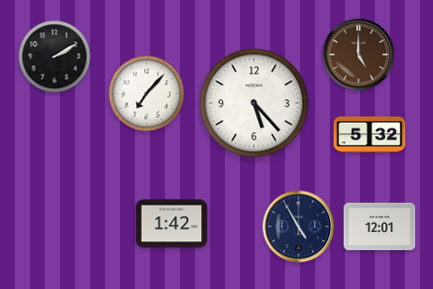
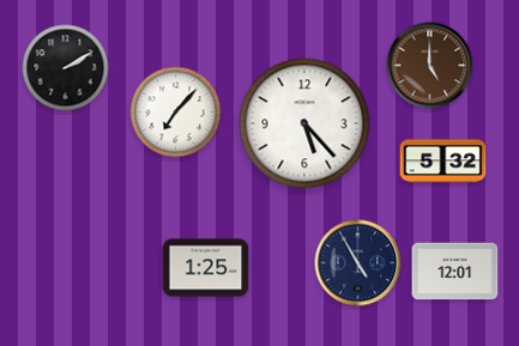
clock at (172, 224): 1:42 -> 1:25
clock at (299, 227) position: (299, 227) -> (358, 263)
